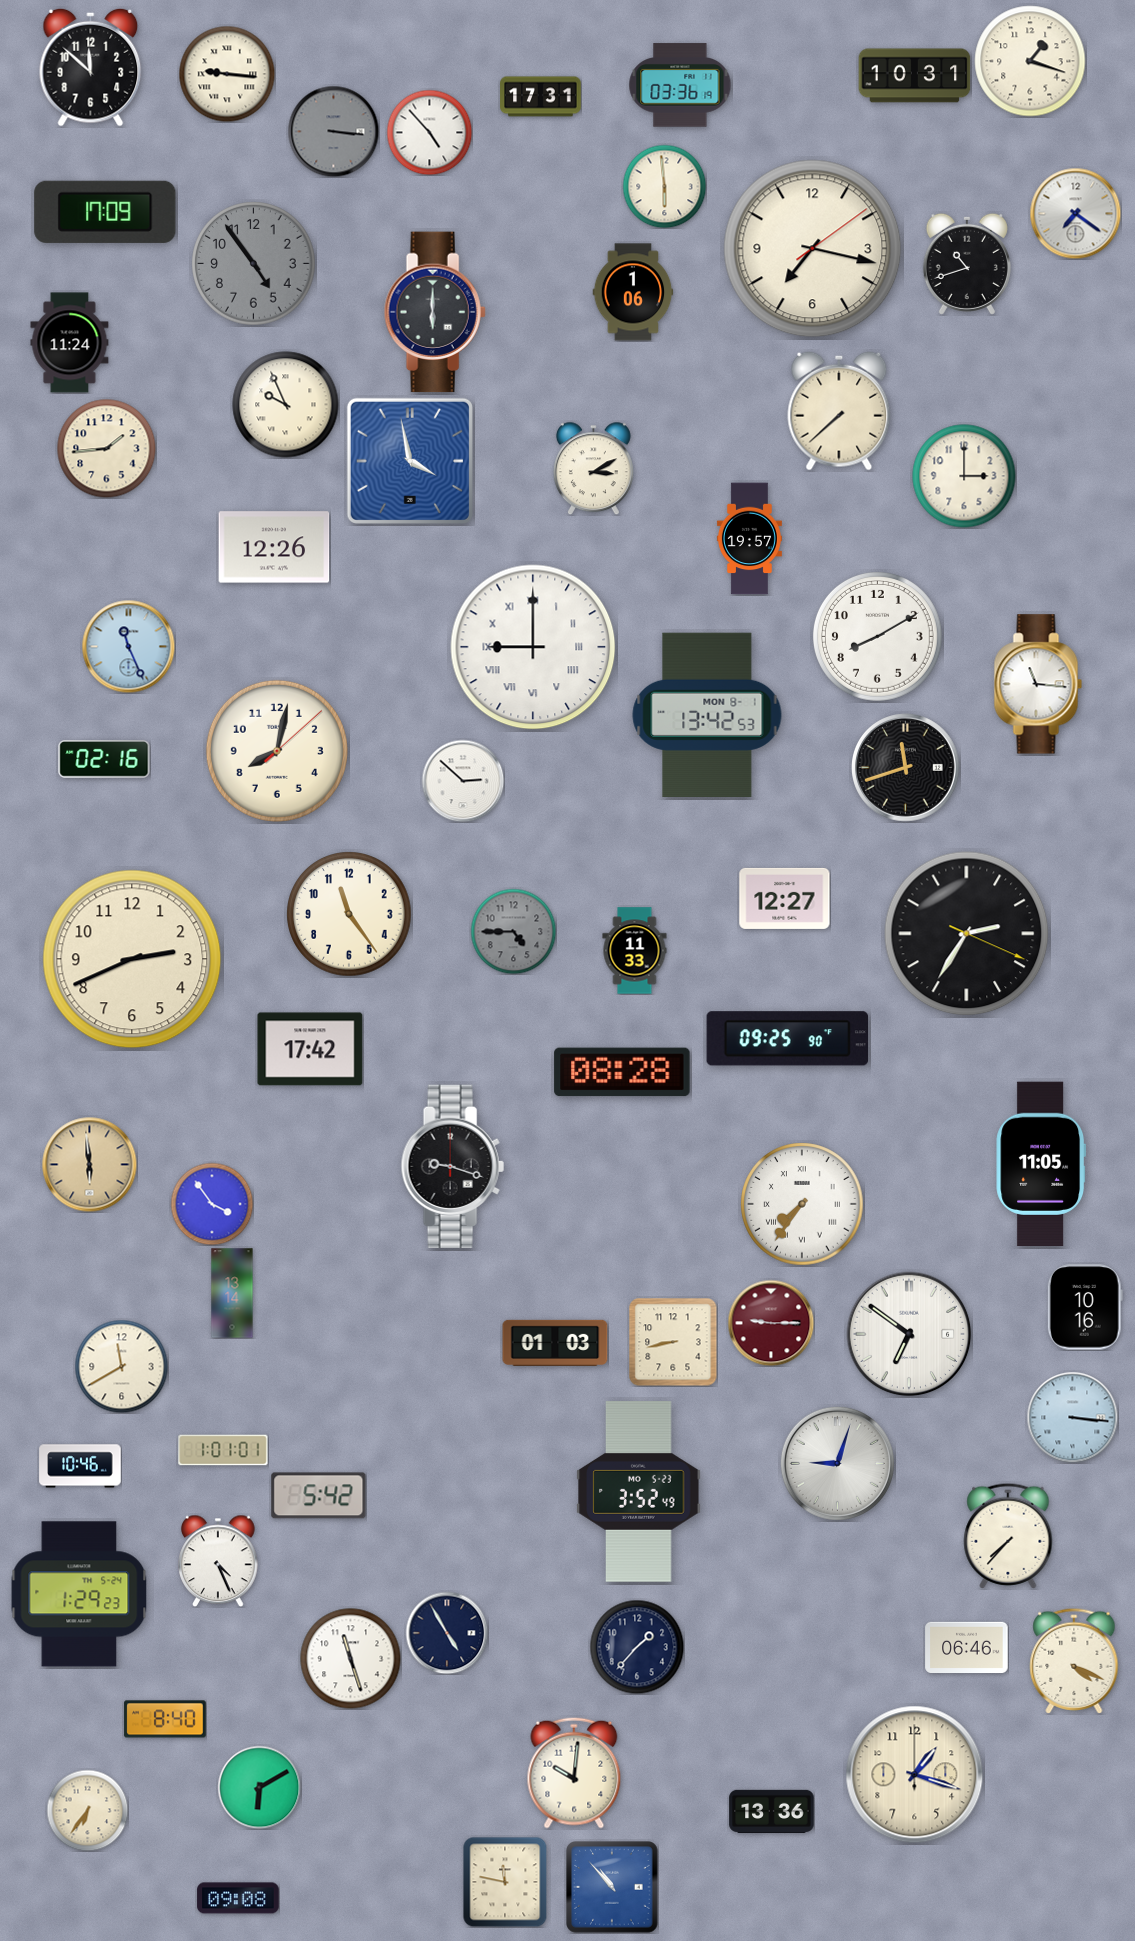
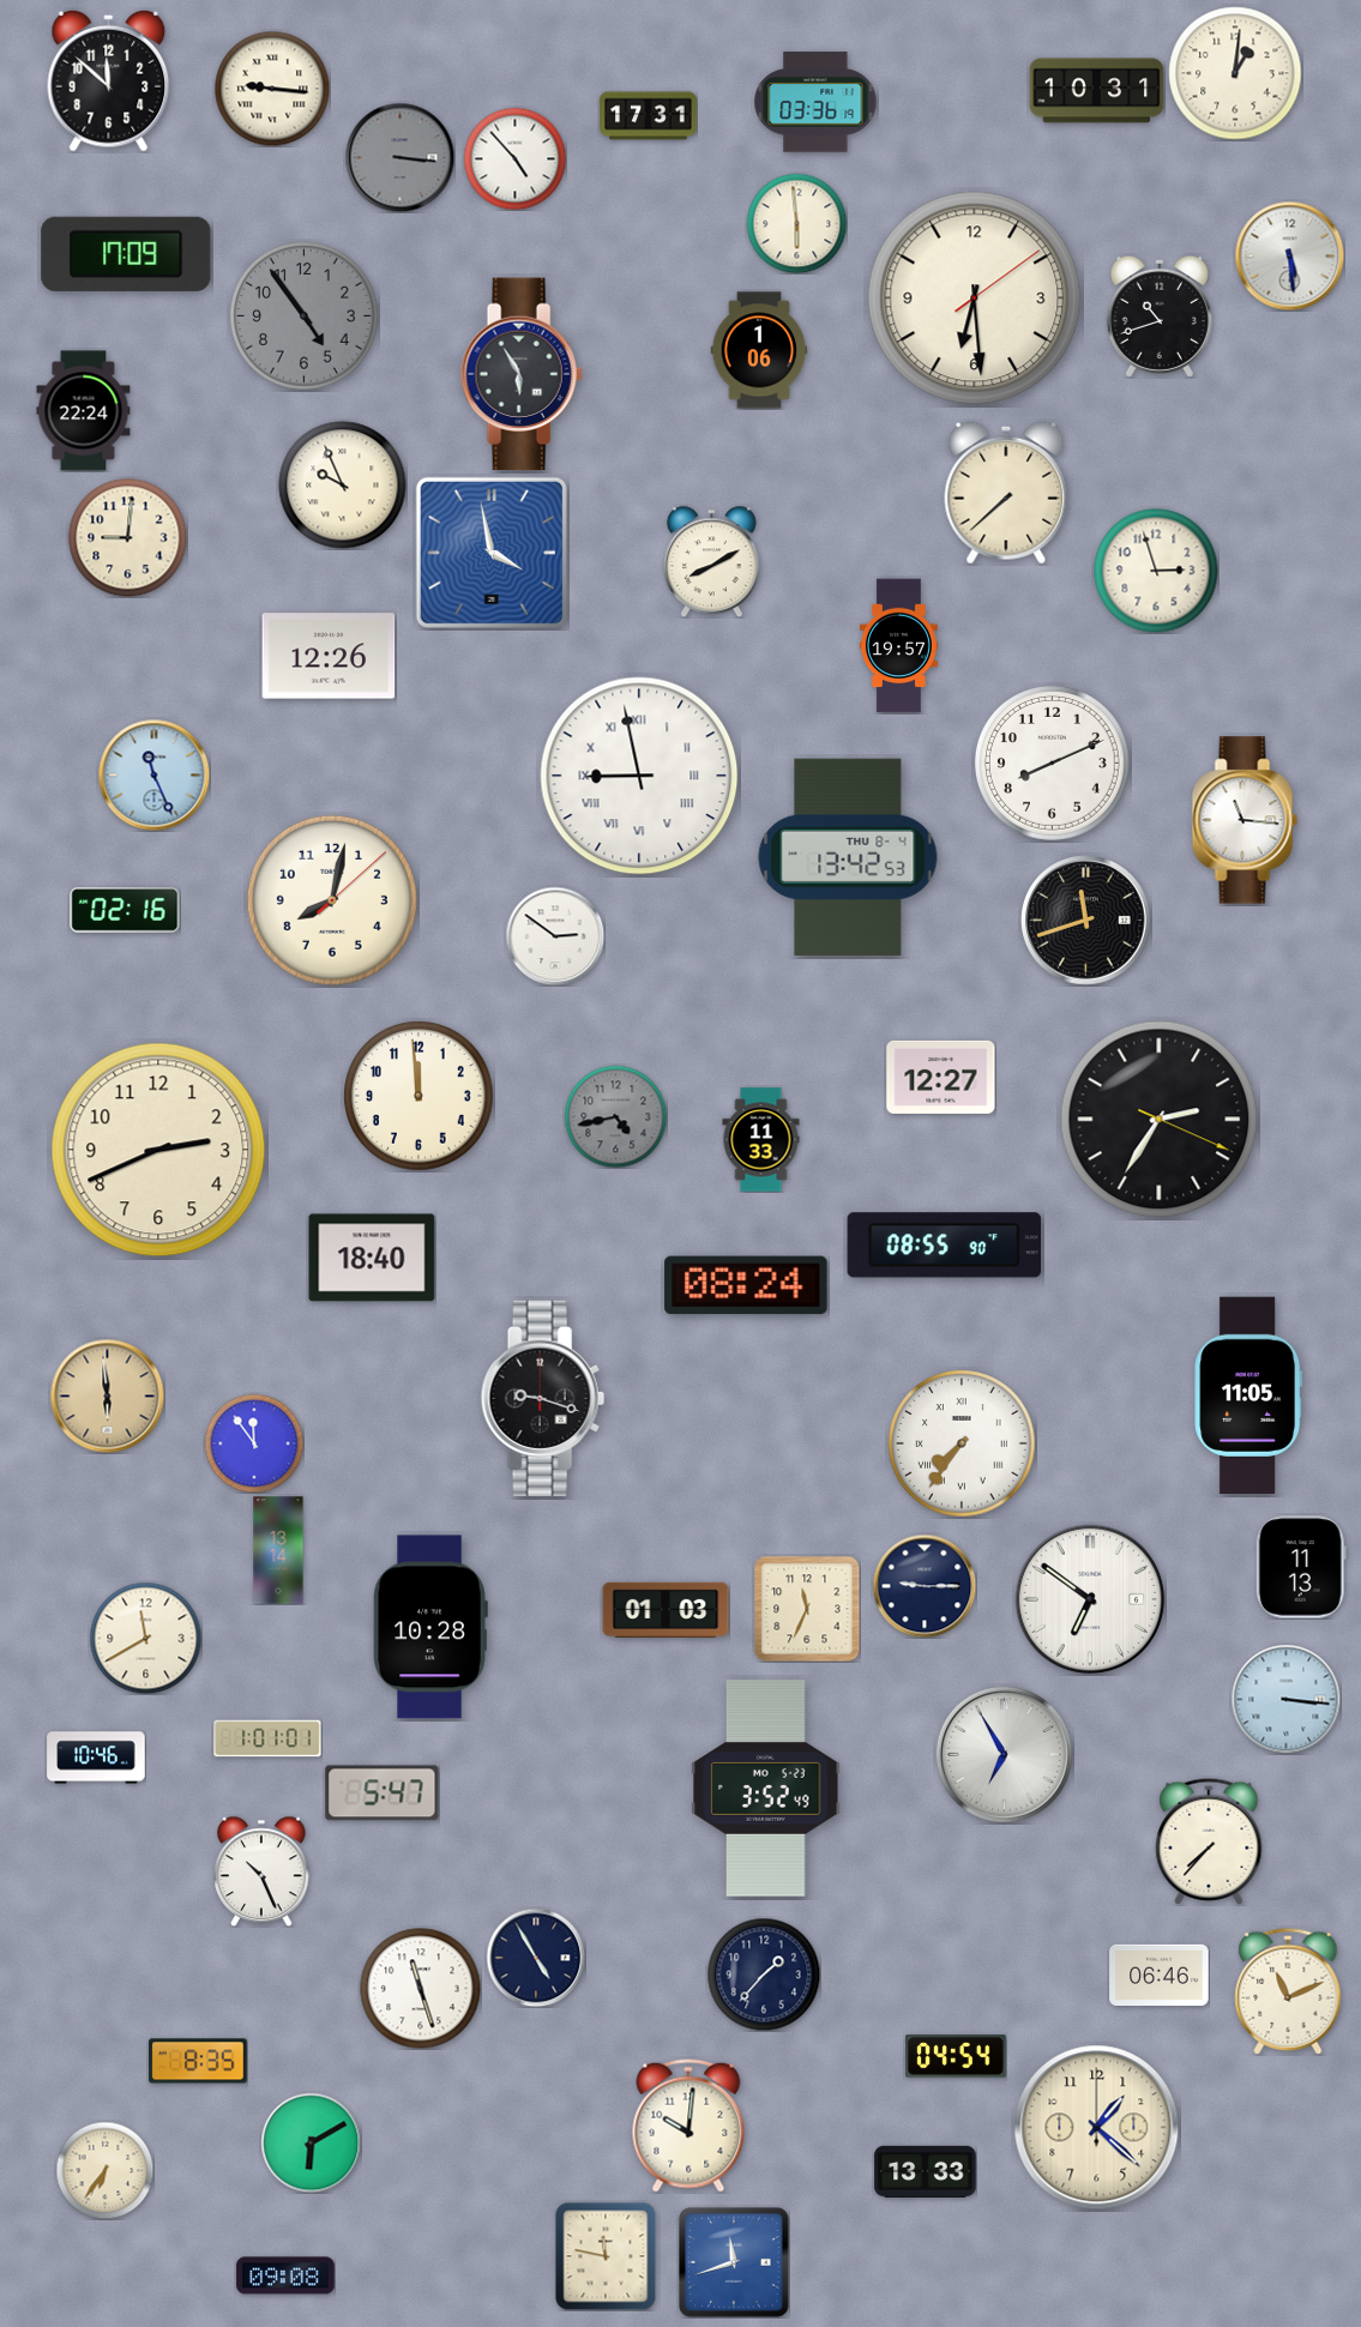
clock at (1030, 61): 1:18 -> 1:01
clock at (1075, 213): 7:21 -> 5:29
clock at (813, 249): 7:17 -> 6:29
clock at (435, 312): 6:00 -> 5:55
clock at (70, 343): 11:24 -> 22:24
clock at (107, 449): 1:44 -> 9:01
clock at (593, 468): 3:10 -> 8:10
clock at (964, 476): 3:00 -> 2:57
clock at (877, 636): 8:10 -> 8:11
clock at (533, 647): 9:00 -> 8:58
clock at (707, 714) date: MON 8-1 -> THU 8-4
clock at (463, 781): 2:52 -> 2:51
clock at (349, 914): 11:24 -> 11:59
clock at (513, 931): 4:45 -> 4:43
clock at (788, 1039): 09:25 -> 08:55
clock at (310, 1049): 17:42 -> 18:40
clock at (622, 1072): 08:28 -> 08:24
clock at (212, 1204): 3:54 -> 11:54
clock at (1085, 1307): 10:16 -> 11:13
clock at (771, 1323) dial: burgundy -> navy
clock at (673, 1342): 8:43 -> 11:34
clock at (430, 1627): none -> 10:28
clock at (837, 1463): 9:03 -> 6:55
clock at (319, 1496): 5:42 -> 5:47
clock at (218, 1561): 4:26 -> 10:26
clock at (79, 1594): 1:29 -> none
clock at (1074, 1661): 4:19 -> 11:11
clock at (956, 2056): none -> 04:54
clock at (165, 1719): 8:40 -> 8:35
clock at (915, 1775): 1:18 -> 1:22
clock at (772, 1811): 13:36 -> 13:33
clock at (613, 1888): 10:53 -> 11:42
